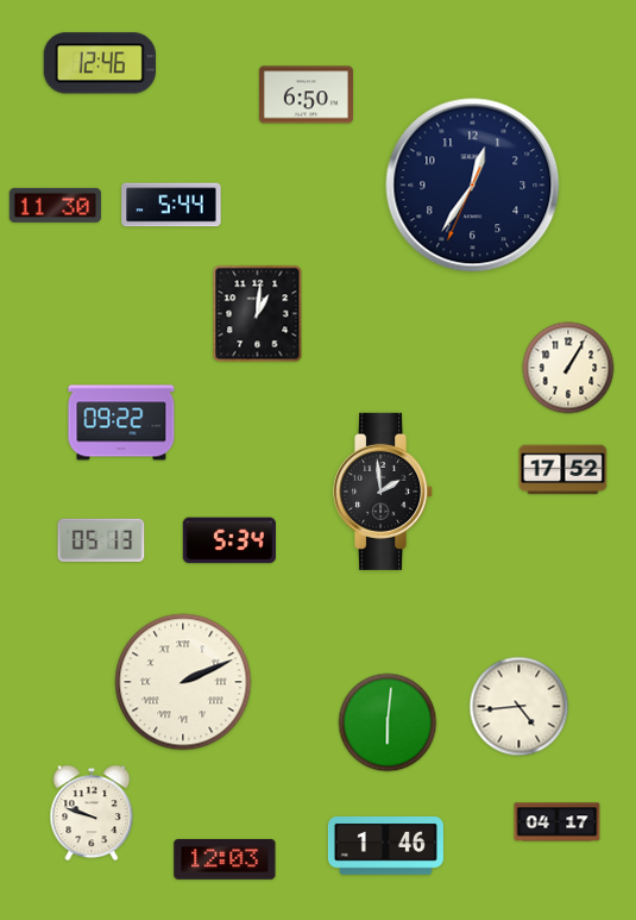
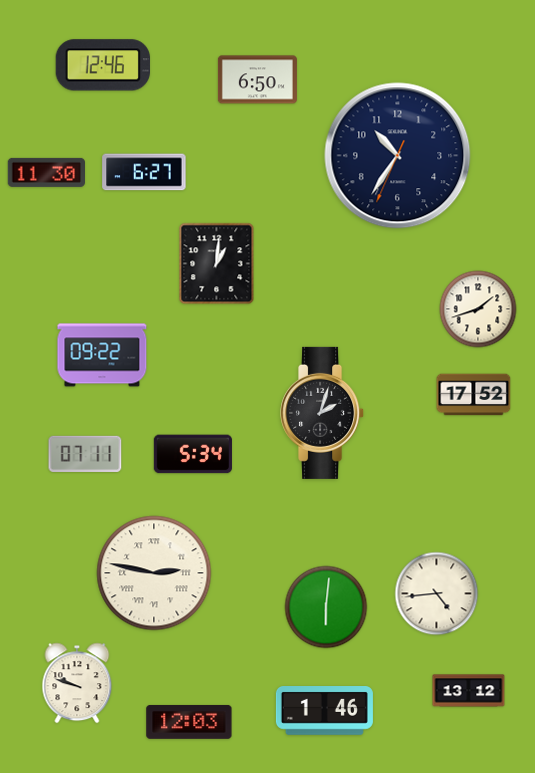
clock at (99, 63) position: (99, 63) -> (102, 65)
clock at (473, 186): 12:35 -> 10:35
clock at (171, 205): 5:44 -> 6:27
clock at (568, 368): 1:05 -> 1:42
clock at (384, 492): 1:59 -> 2:03
clock at (101, 540): 05:13 -> 07:11
clock at (183, 682): 2:11 -> 2:47
clock at (558, 822): 04:17 -> 13:12
